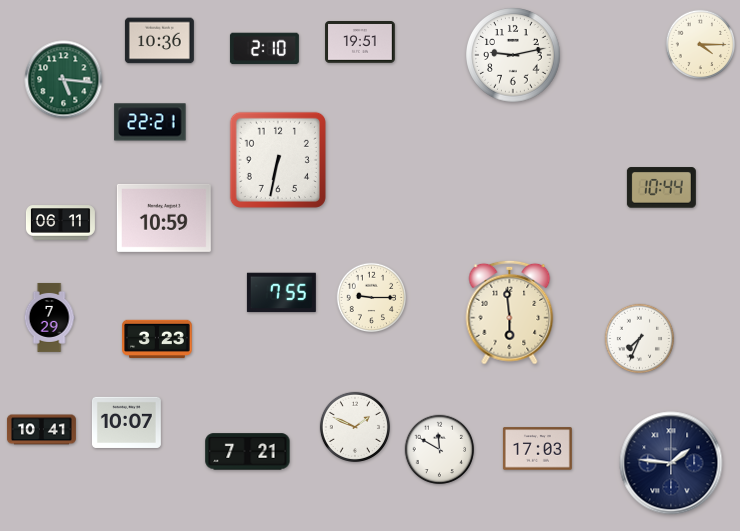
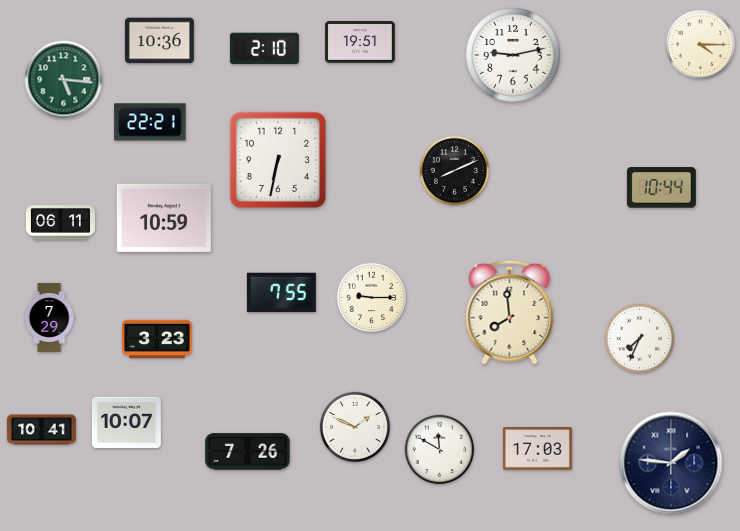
clock at (455, 171): none -> 8:11
clock at (510, 312): 5:59 -> 7:59
clock at (248, 452): 7:21 -> 7:26
